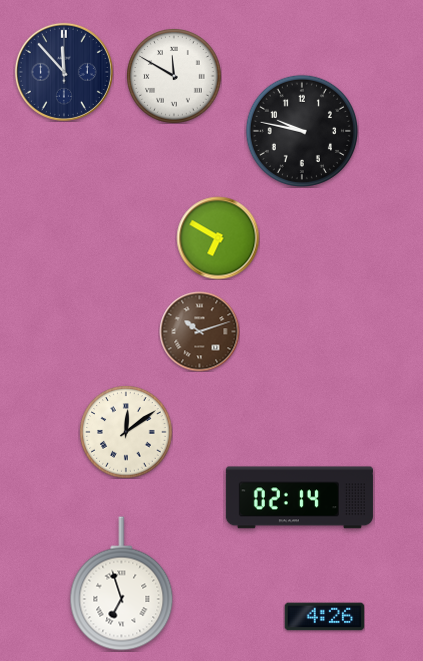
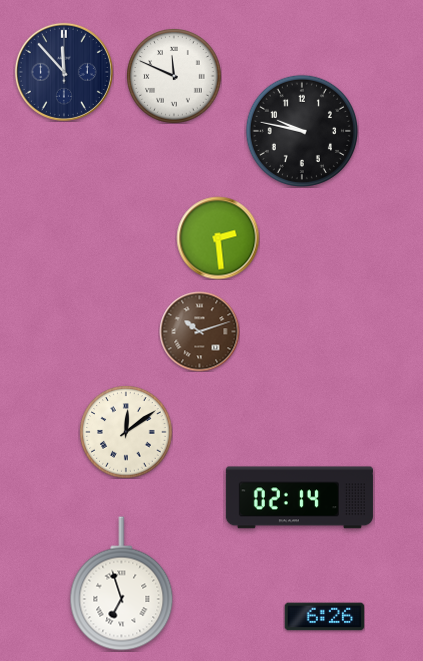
clock at (174, 76): 11:50 -> 11:49
clock at (218, 238): 6:50 -> 2:29
clock at (324, 617): 4:26 -> 6:26
